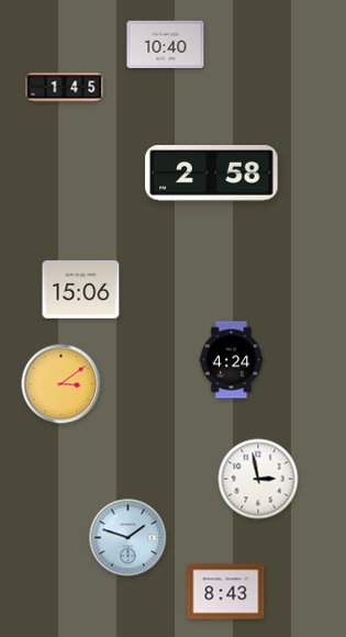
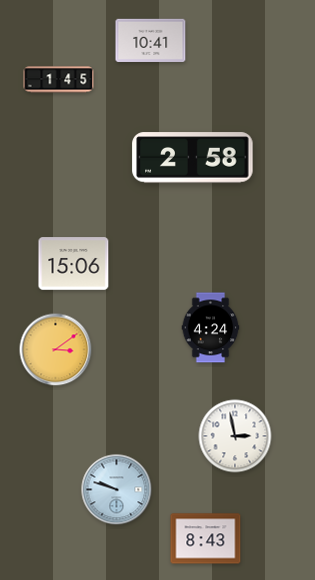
clock at (166, 44): 10:40 -> 10:41
clock at (129, 538): 1:48 -> 9:48
